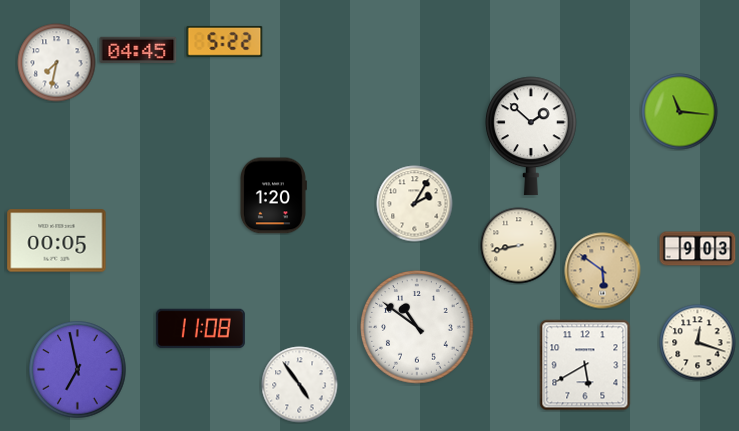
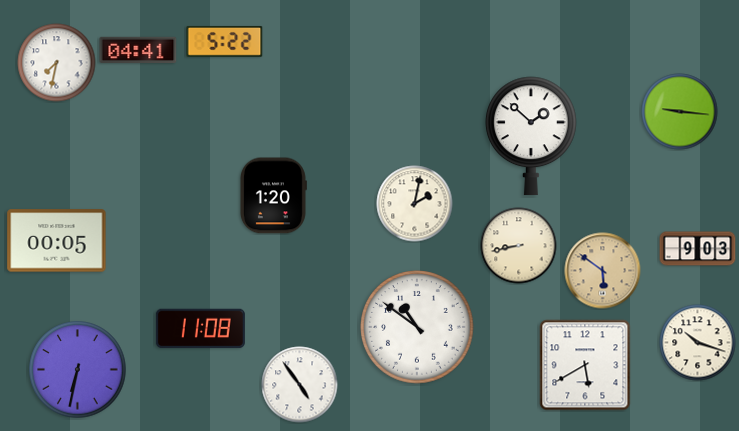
clock at (138, 50): 04:45 -> 04:41
clock at (680, 112): 11:16 -> 9:16
clock at (415, 204): 2:05 -> 2:02
clock at (698, 343): 12:18 -> 10:18
clock at (78, 370): 6:58 -> 6:32
